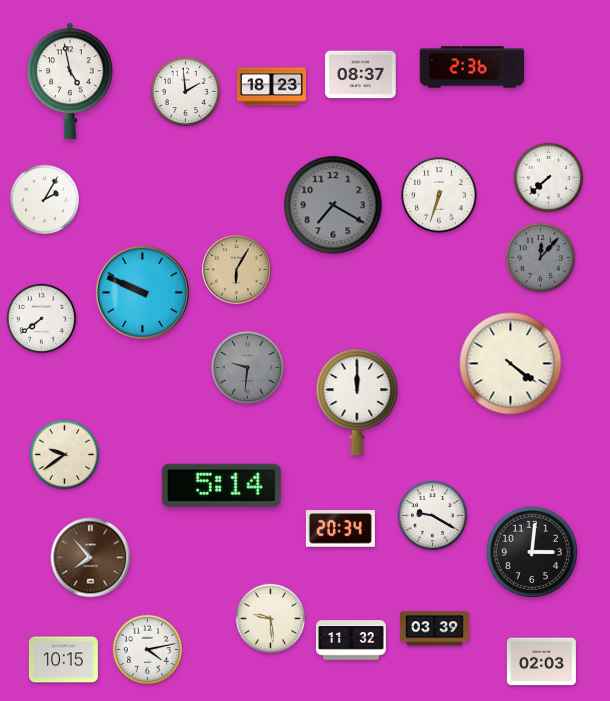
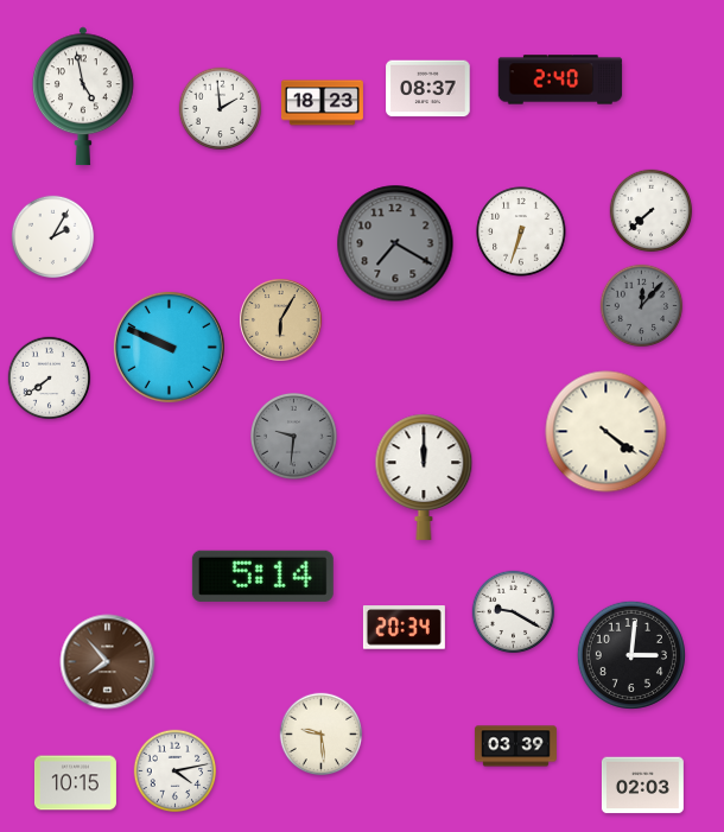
clock at (472, 67): 2:36 -> 2:40
clock at (65, 455): 9:39 -> none
clock at (351, 640): 11:32 -> none
